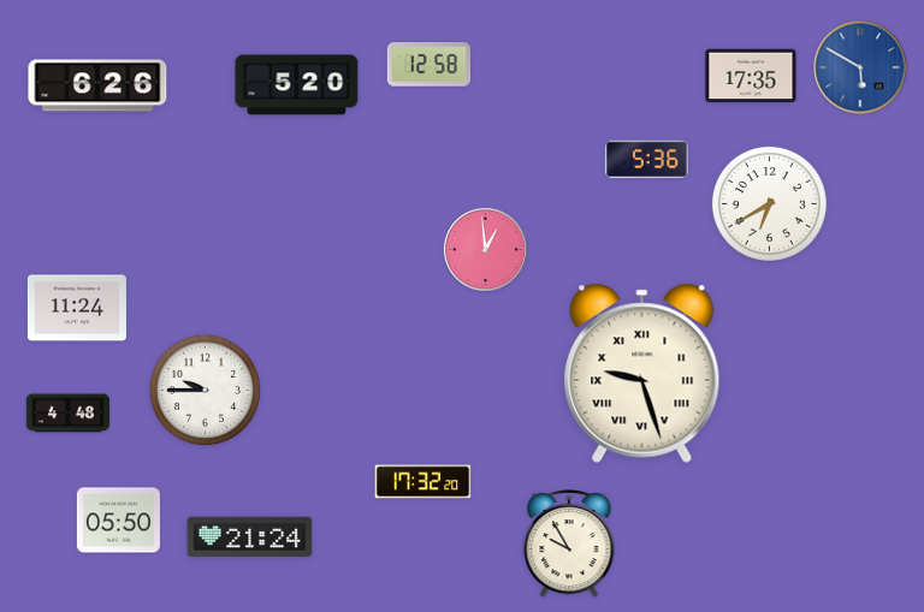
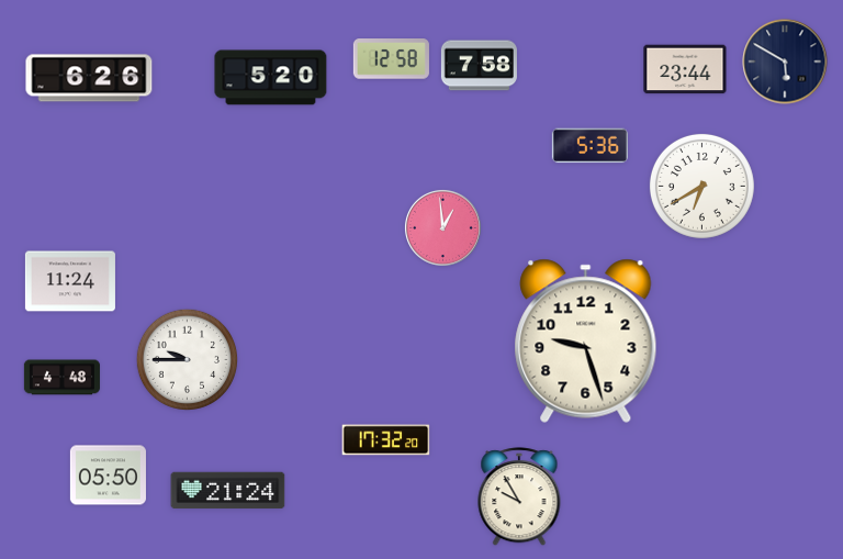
clock at (860, 67) dial: blue -> navy
clock at (479, 66): none -> 7:58
clock at (751, 76): 17:35 -> 23:44
clock at (642, 373) numerals: Roman -> Arabic
clock at (206, 391) position: (206, 391) -> (188, 360)
